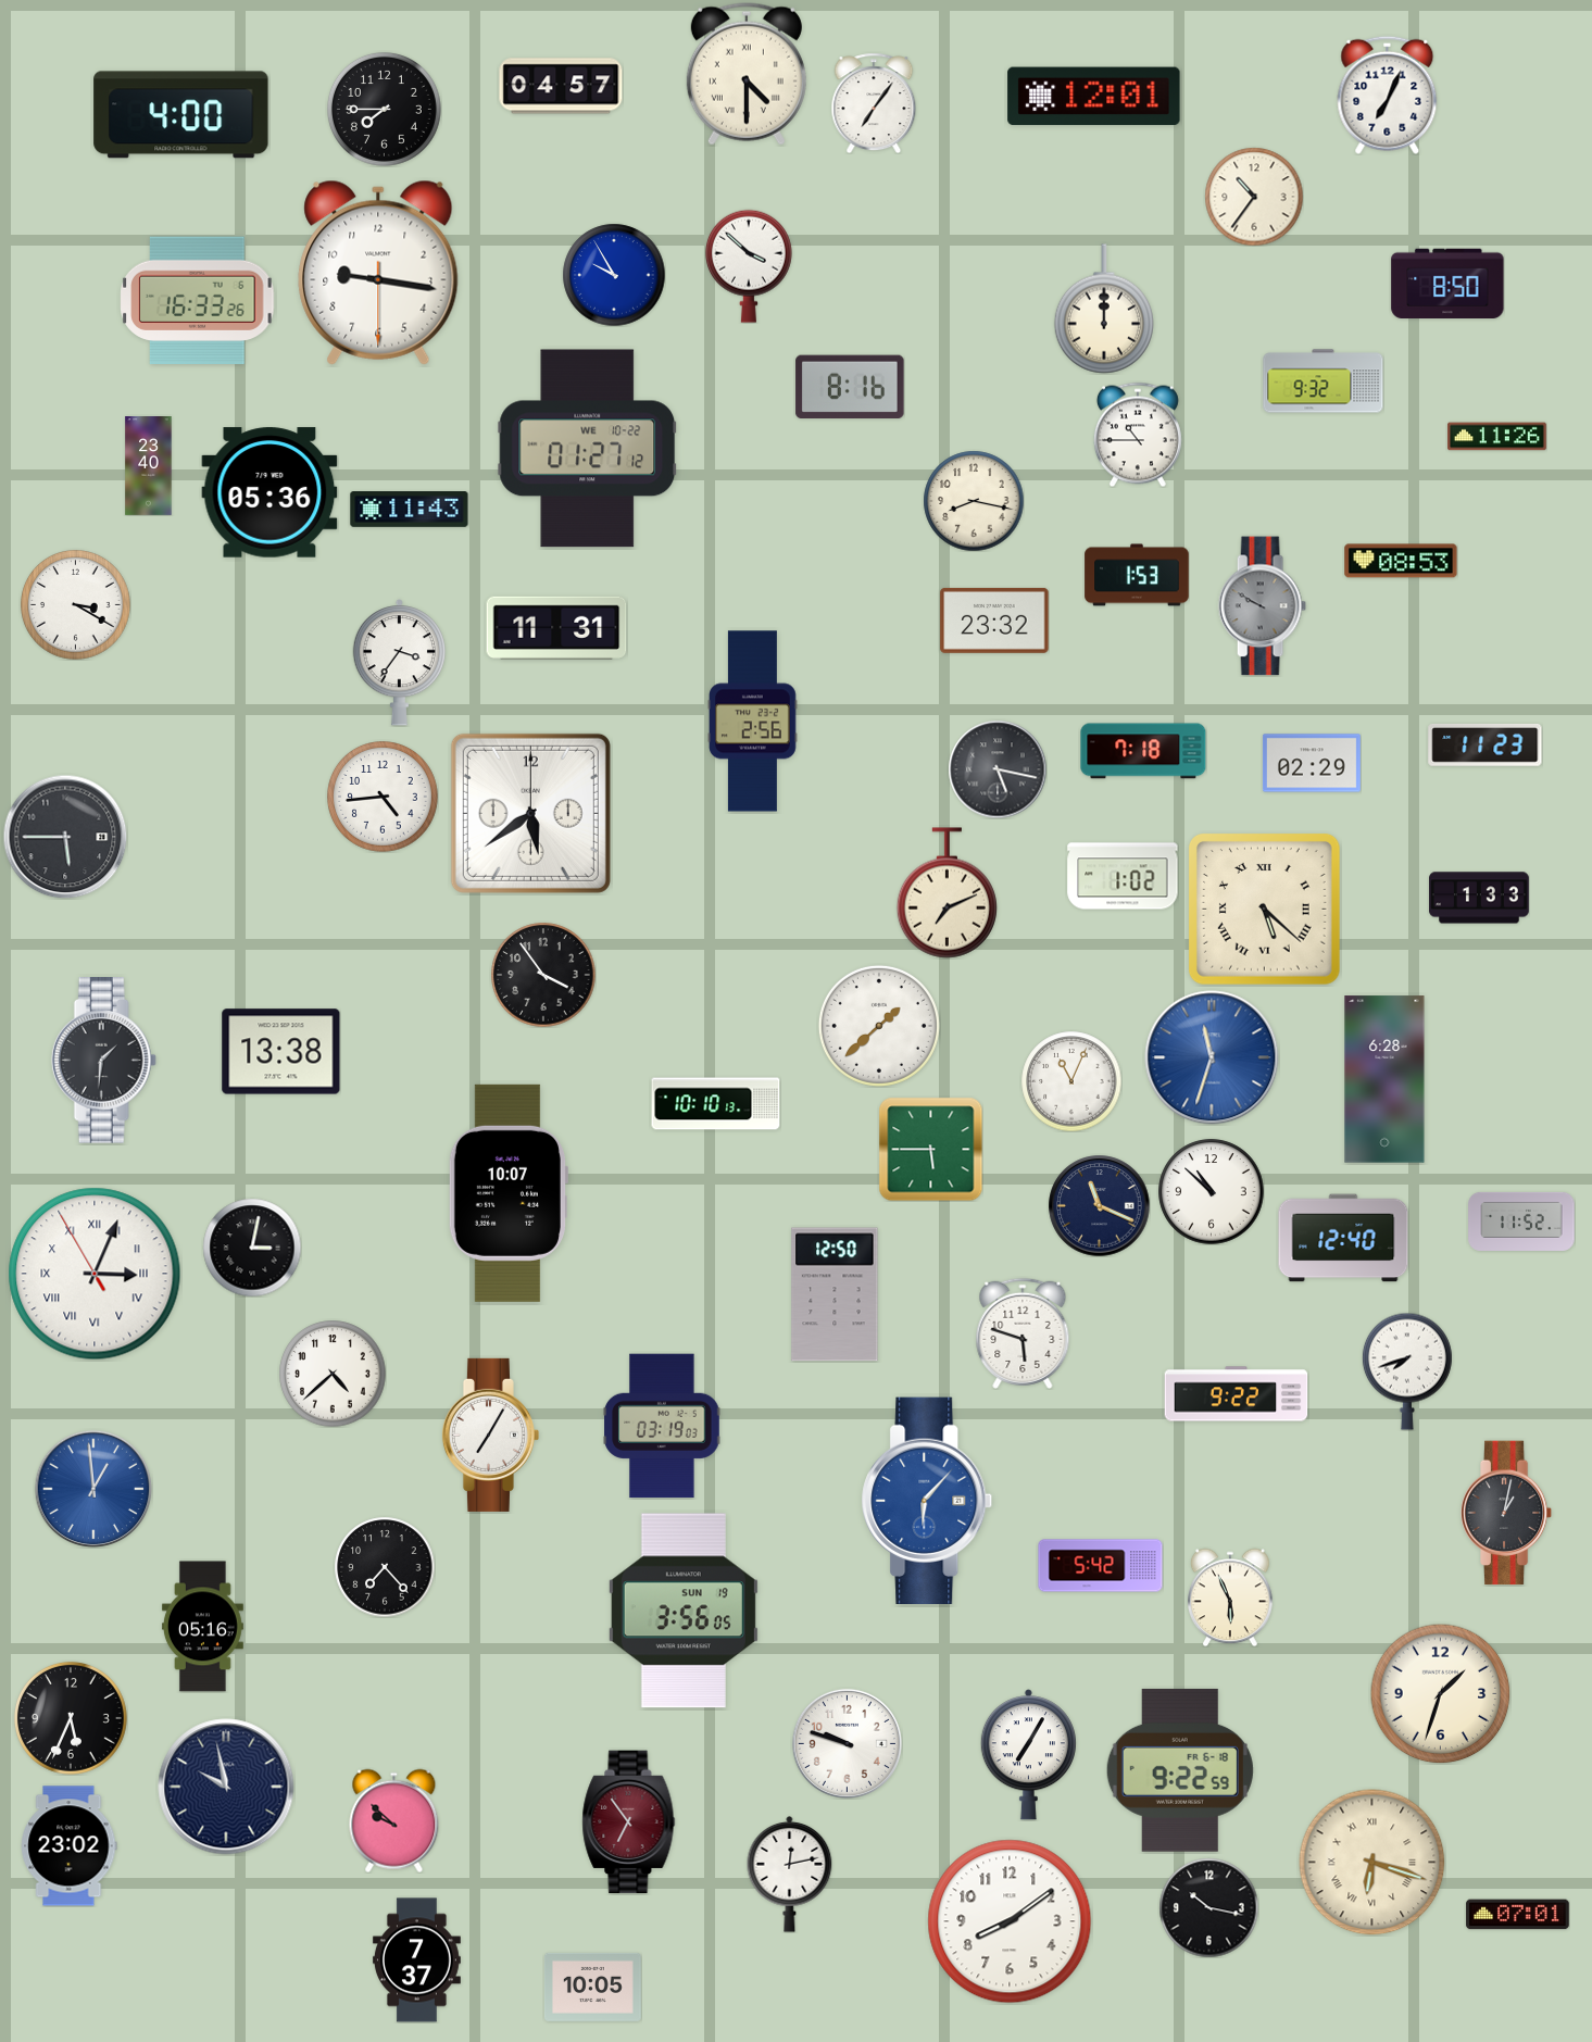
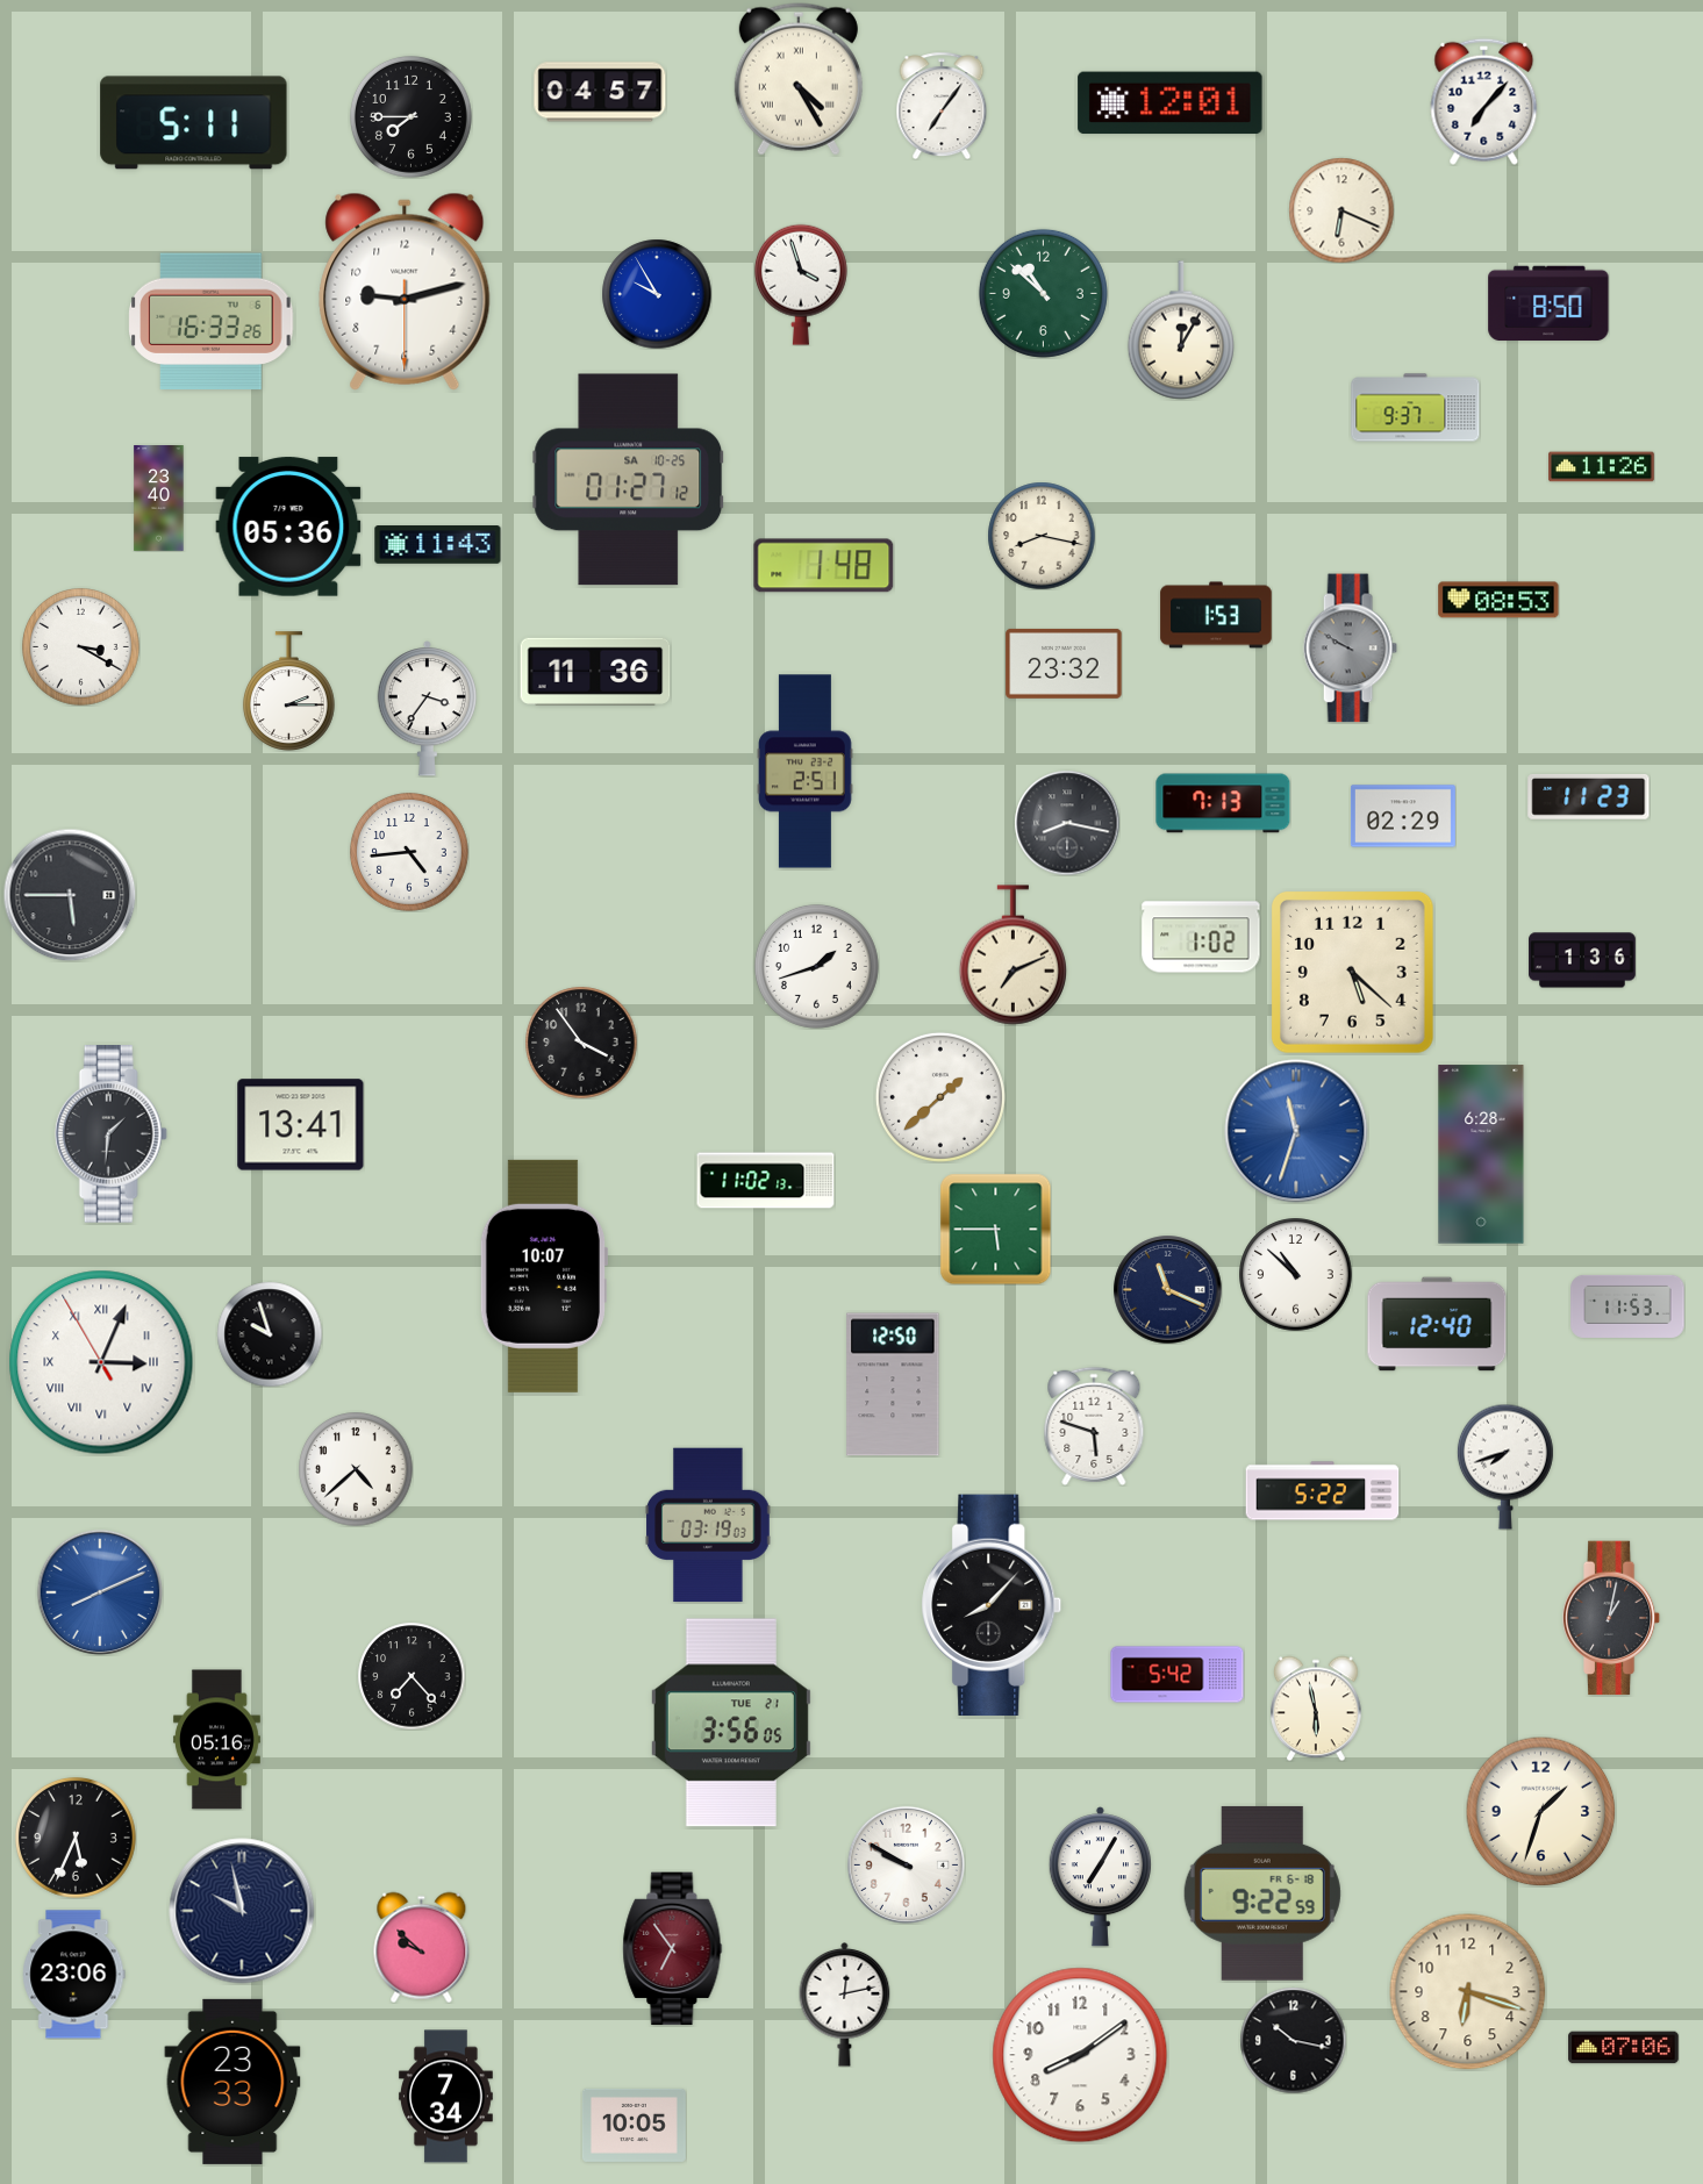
clock at (747, 74): 4:30 -> 4:25
clock at (1388, 95): 7:04 -> 7:07
clock at (874, 103) position: (874, 103) -> (942, 106)
clock at (181, 115): 4:00 -> 5:11
clock at (1254, 197): 10:36 -> 6:19
clock at (749, 266): 3:52 -> 3:57
clock at (378, 273): 9:16 -> 9:12
clock at (1043, 293): none -> 10:52
clock at (1104, 309): 12:00 -> 12:05
clock at (1324, 381): 9:32 -> 9:37
clock at (850, 386): 8:16 -> none
clock at (1138, 435): 10:45 -> none
clock at (588, 449) date: WE 10-22 -> SA 10-25
clock at (824, 566): none -> 1:48
clock at (556, 628): 11:31 -> 11:36
clock at (288, 690): none -> 2:15
clock at (753, 722): 2:56 -> 2:51
clock at (1143, 751): 7:18 -> 7:13
clock at (998, 769): 5:17 -> 8:17
clock at (530, 813): 5:39 -> none
clock at (1479, 898): 1:33 -> 1:36
clock at (816, 966): none -> 1:42
clock at (1265, 910) numerals: Roman -> Arabic
clock at (281, 1052): 13:38 -> 13:41
clock at (1071, 1081): 11:04 -> none
clock at (716, 1104): 10:10 -> 11:02
clock at (1099, 1205) position: (1099, 1205) -> (1167, 1289)
clock at (1521, 1222): 11:52 -> 11:53
clock at (252, 1248): 3:02 -> 9:57
clock at (1237, 1394): 9:22 -> 5:22
clock at (490, 1435): 7:05 -> none
clock at (93, 1489): 12:59 -> 8:11
clock at (927, 1500): 6:07 -> 8:07
clock at (927, 1500) dial: blue -> black
clock at (1231, 1598): 5:56 -> 5:58
clock at (684, 1611) date: SUN 19 -> TUE 21
clock at (847, 1743): 9:48 -> 9:50
clock at (70, 1846): 23:02 -> 23:06
clock at (1372, 1863) numerals: Roman -> Arabic
clock at (1518, 1915): 07:01 -> 07:06
clock at (232, 2082): none -> 23:33
clock at (416, 1960): 7:37 -> 7:34
